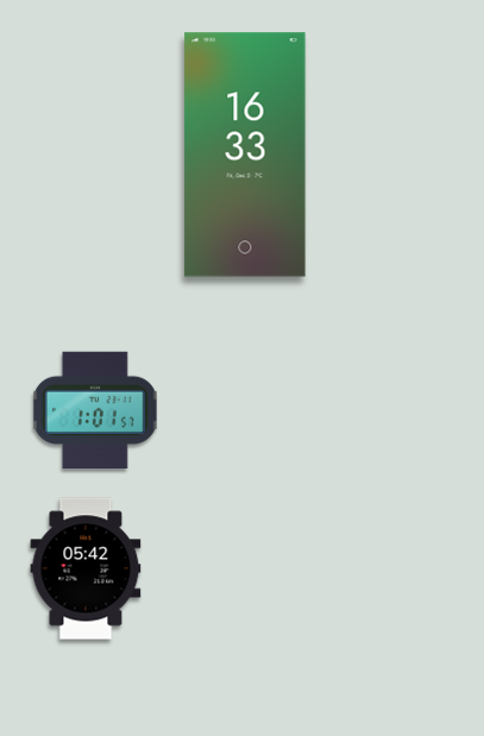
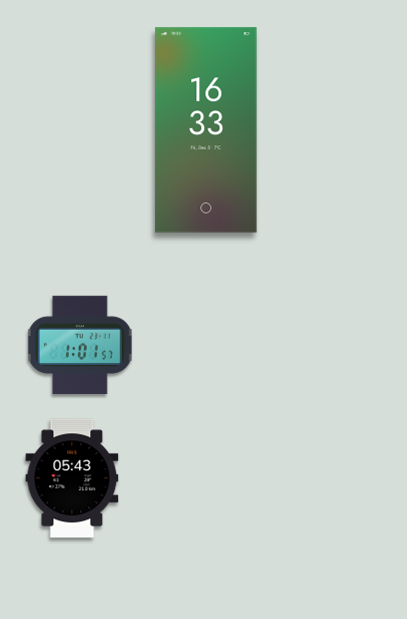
clock at (86, 568): 05:42 -> 05:43
